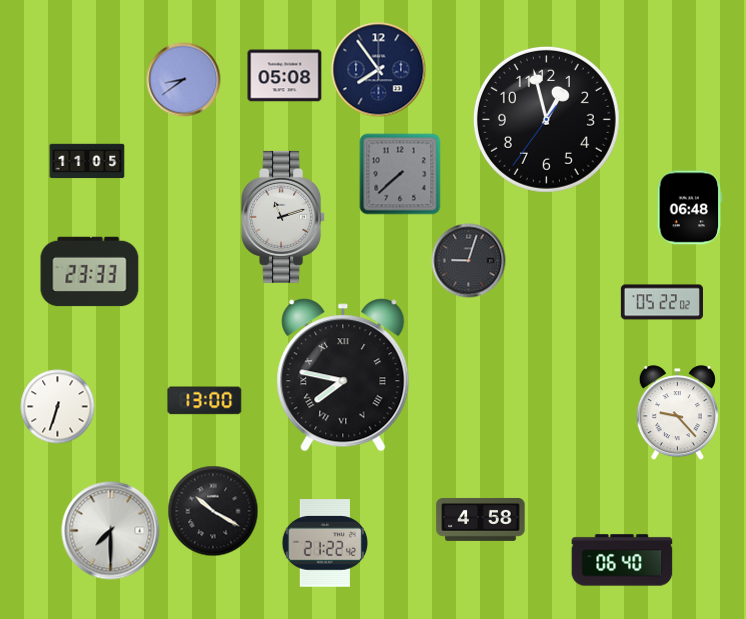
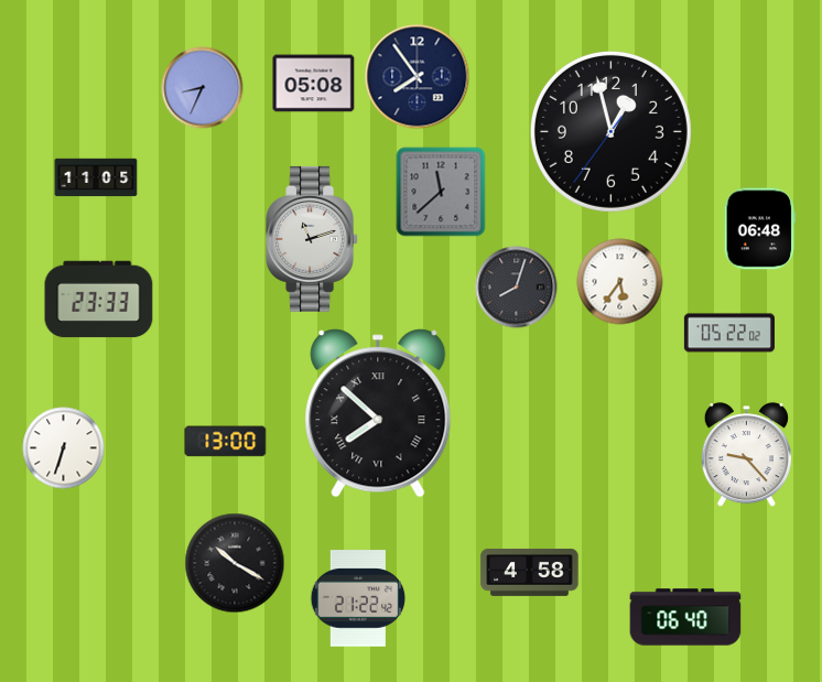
clock at (184, 80): 8:39 -> 8:34
clock at (546, 119) position: (546, 119) -> (610, 131)
clock at (400, 174): 7:38 -> 11:38
clock at (620, 282): none -> 5:36
clock at (469, 261): 9:03 -> 8:03
clock at (343, 375): 7:47 -> 7:52
clock at (111, 531): 7:30 -> none
